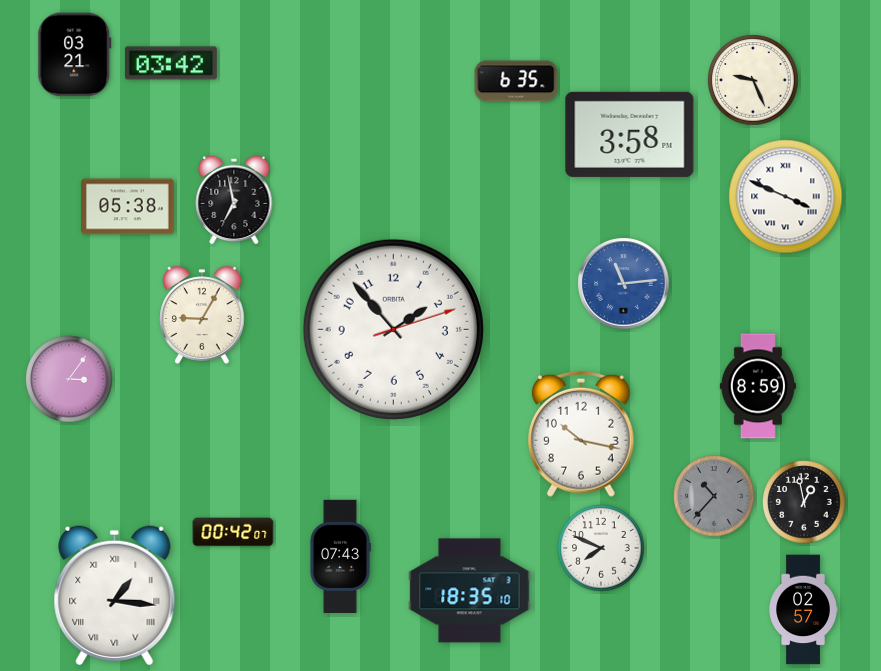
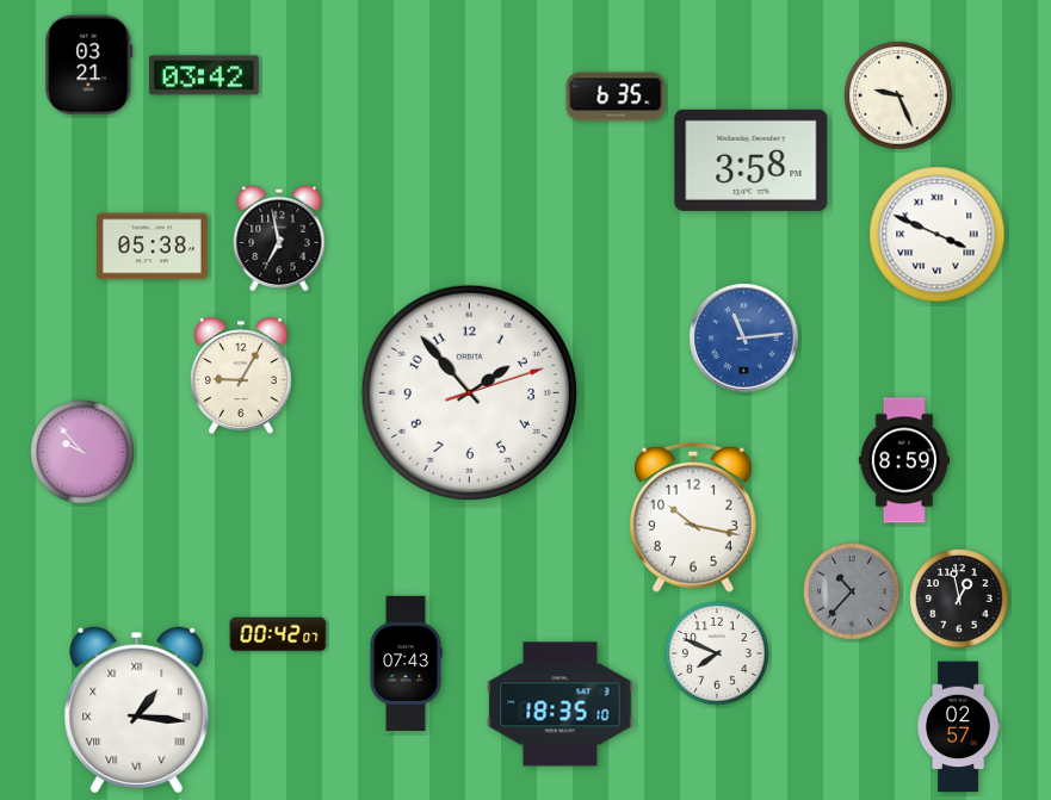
clock at (69, 379): 3:06 -> 9:53
